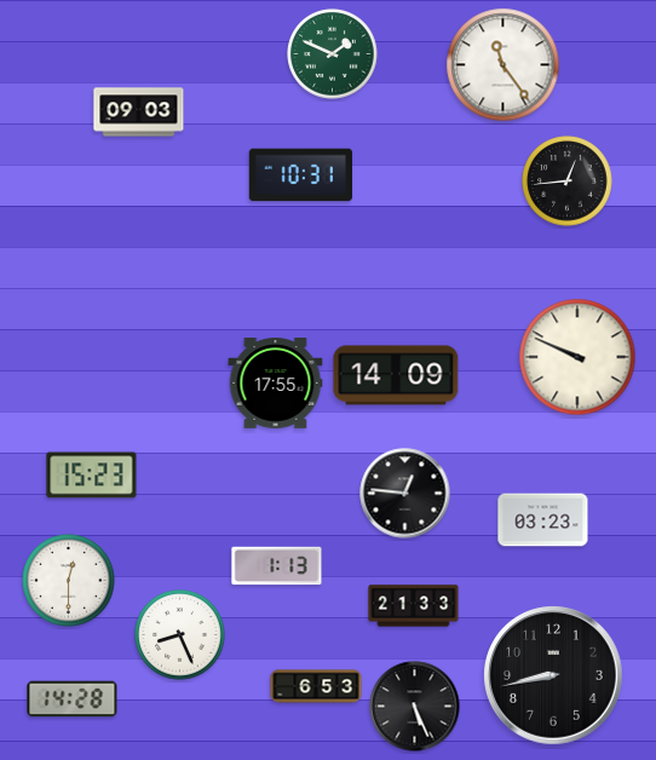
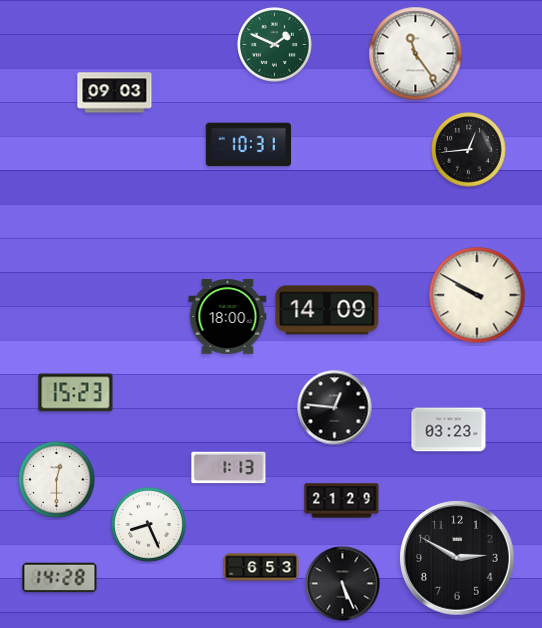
clock at (577, 357): 9:49 -> 9:50
clock at (276, 384): 17:55 -> 18:00
clock at (414, 606): 21:33 -> 21:29
clock at (553, 675): 8:43 -> 2:50
